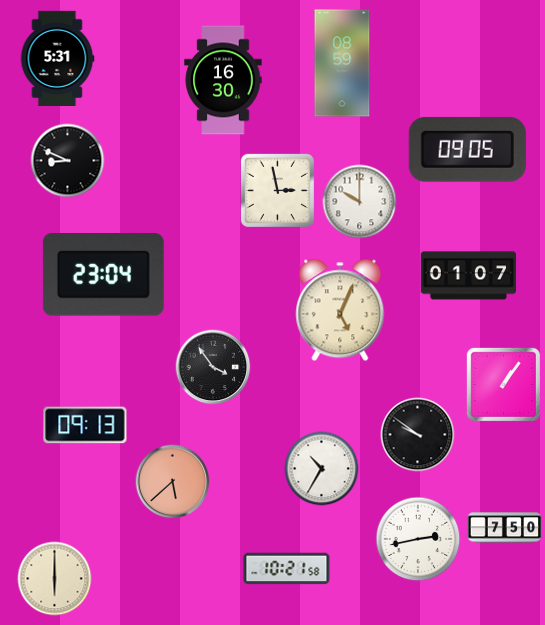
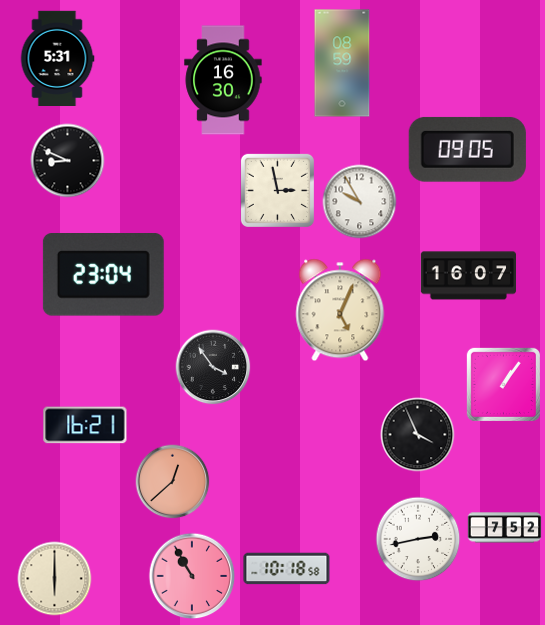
clock at (360, 202): 10:00 -> 9:55
clock at (468, 276): 01:07 -> 16:07
clock at (85, 425): 09:13 -> 16:21
clock at (418, 435): 9:51 -> 3:56
clock at (322, 469): 10:35 -> none
clock at (173, 482): 5:38 -> 12:38
clock at (505, 528): 7:50 -> 7:52
clock at (287, 569): 10:21 -> 10:18
clock at (192, 576): none -> 10:55
